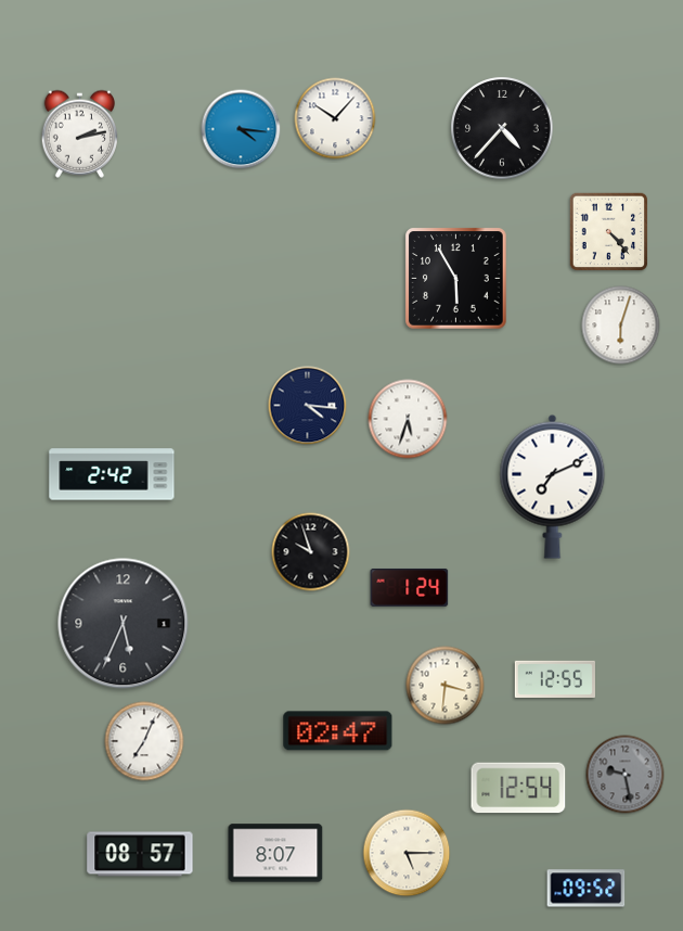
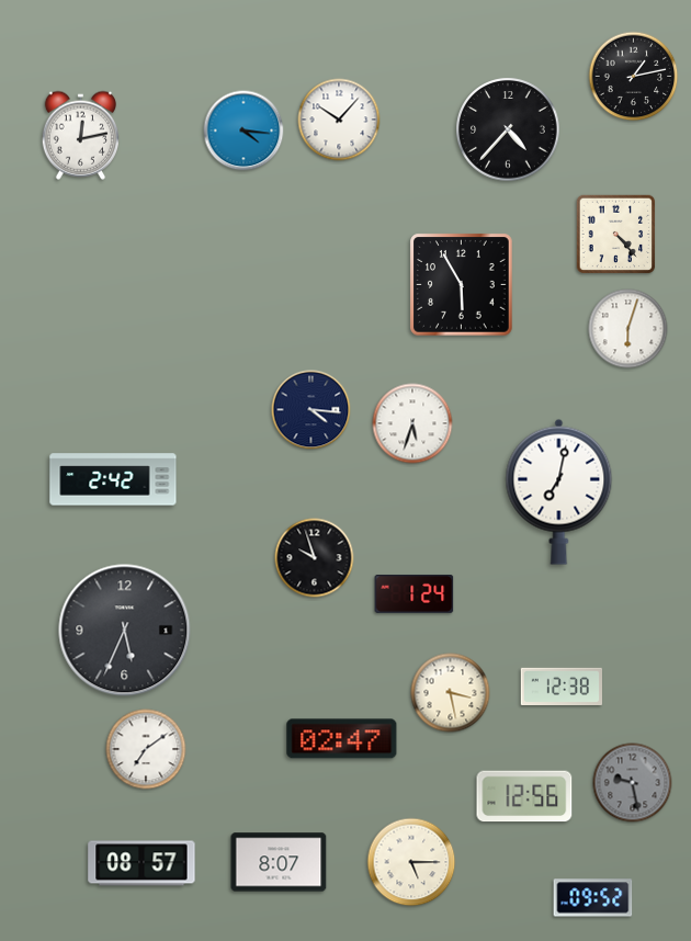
clock at (634, 77): none -> 1:13
clock at (80, 133): 2:13 -> 12:13
clock at (456, 279) position: (456, 279) -> (462, 285)
clock at (553, 486): 7:11 -> 7:02
clock at (555, 678): 12:55 -> 12:38
clock at (446, 686): 3:31 -> 3:28
clock at (144, 741): 7:04 -> 7:09
clock at (518, 788): 12:54 -> 12:56
